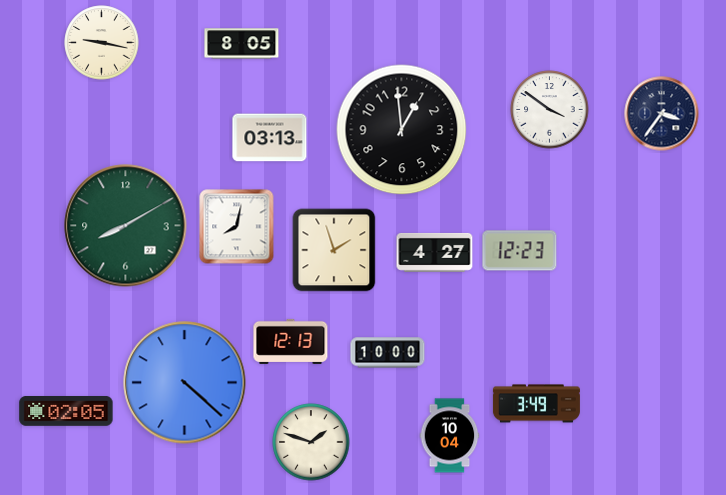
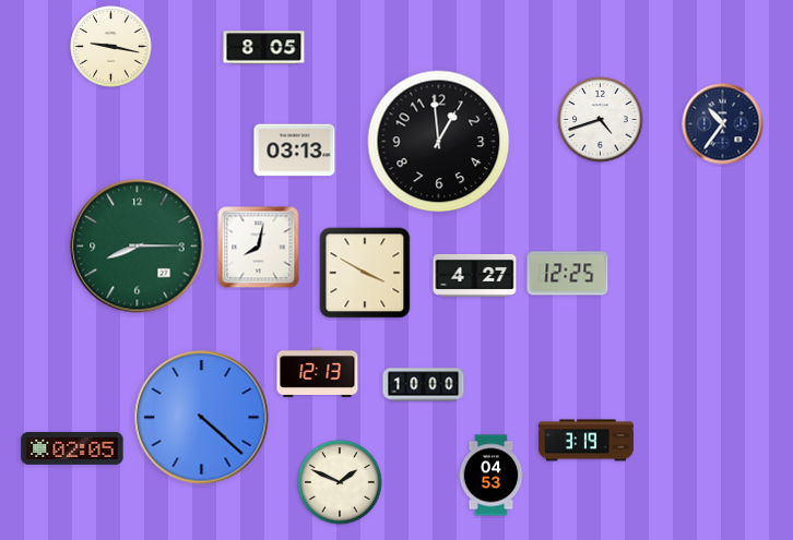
clock at (550, 110): 3:51 -> 4:42
clock at (662, 114): 3:36 -> 10:36
clock at (126, 226): 8:10 -> 8:15
clock at (334, 250): 1:57 -> 3:50
clock at (520, 251): 12:23 -> 12:25
clock at (536, 404): 3:49 -> 3:19
clock at (450, 436): 10:04 -> 04:53
clock at (311, 442): 1:48 -> 1:49
